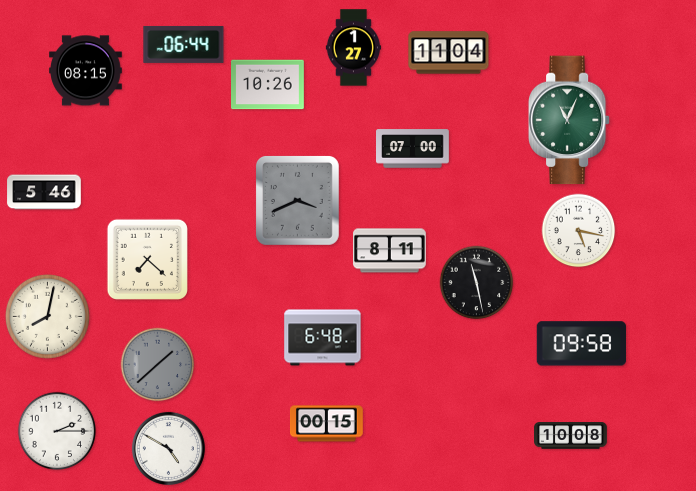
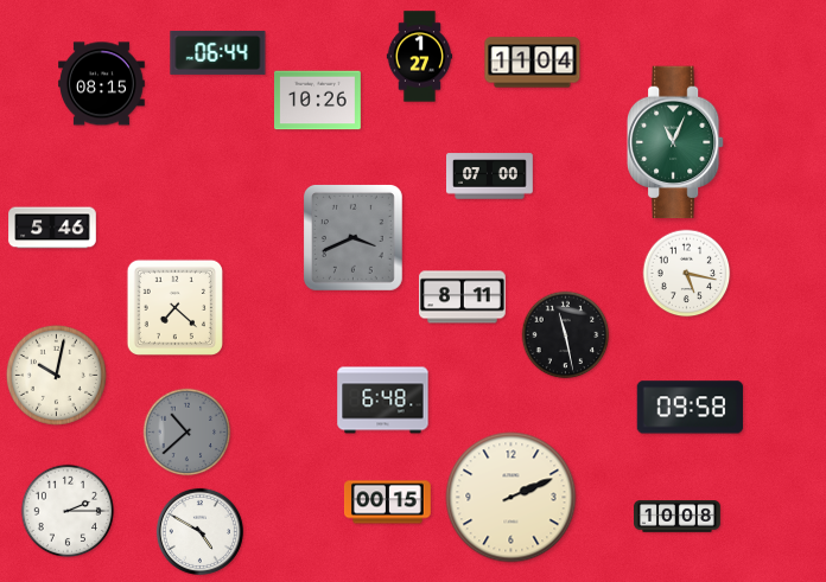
clock at (47, 316): 8:02 -> 10:02
clock at (158, 365): 1:38 -> 10:38
clock at (512, 498): none -> 2:11
